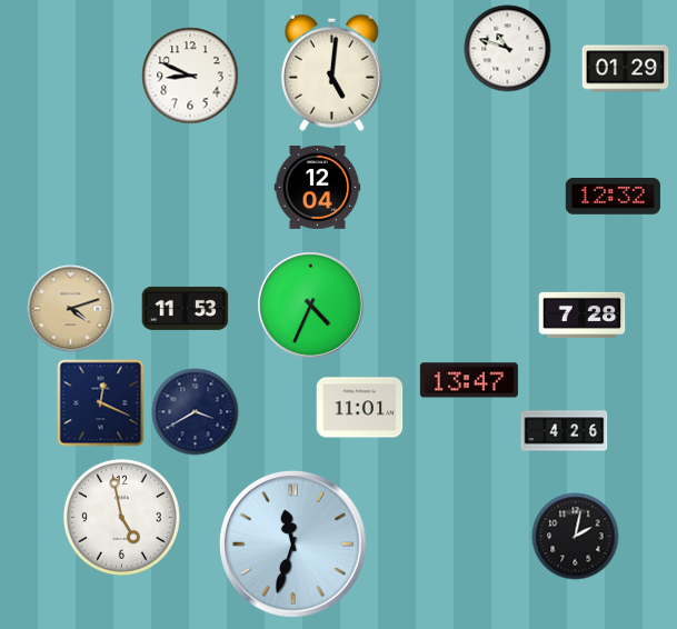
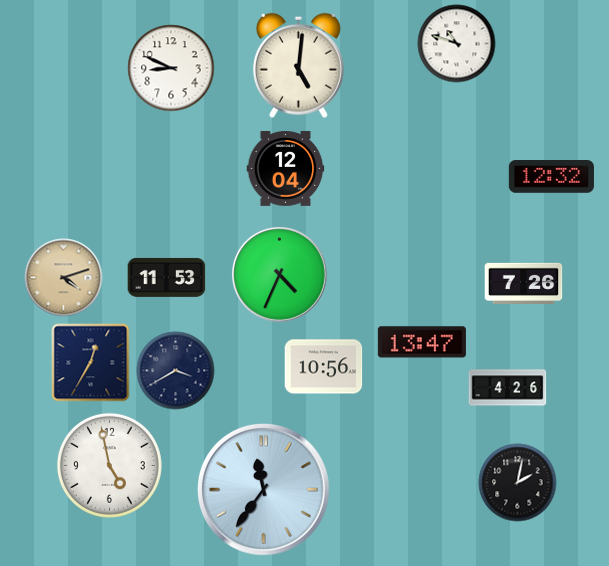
clock at (625, 69): 01:29 -> none
clock at (581, 314): 7:28 -> 7:26
clock at (100, 402): 12:19 -> 12:35
clock at (359, 408): 11:01 -> 10:56
clock at (293, 545): 11:33 -> 11:36
